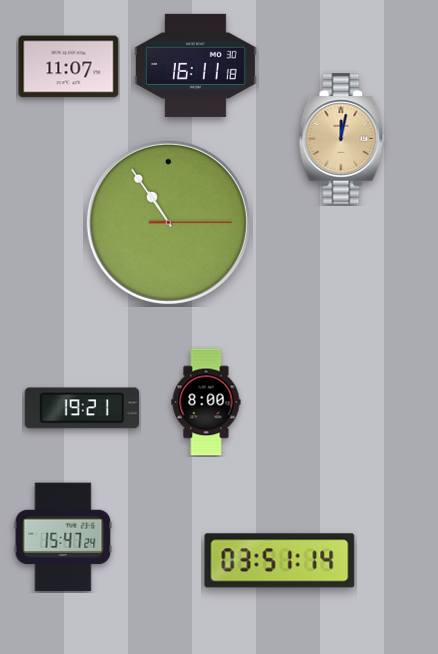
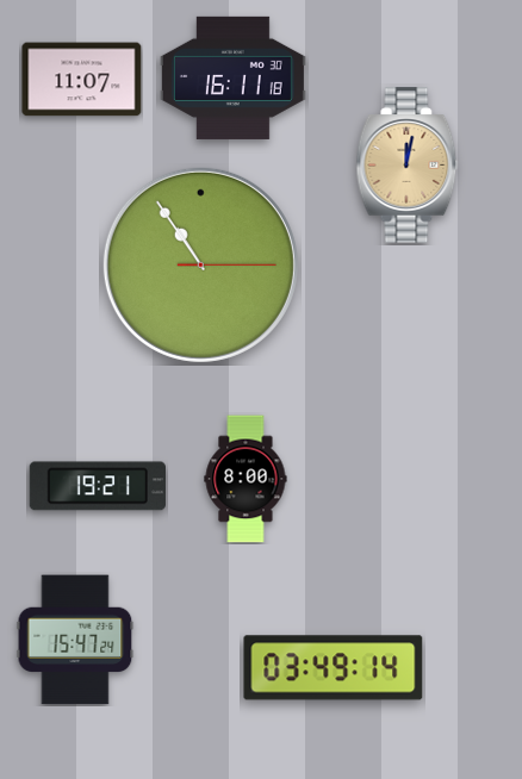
clock at (280, 561): 03:51 -> 03:49
